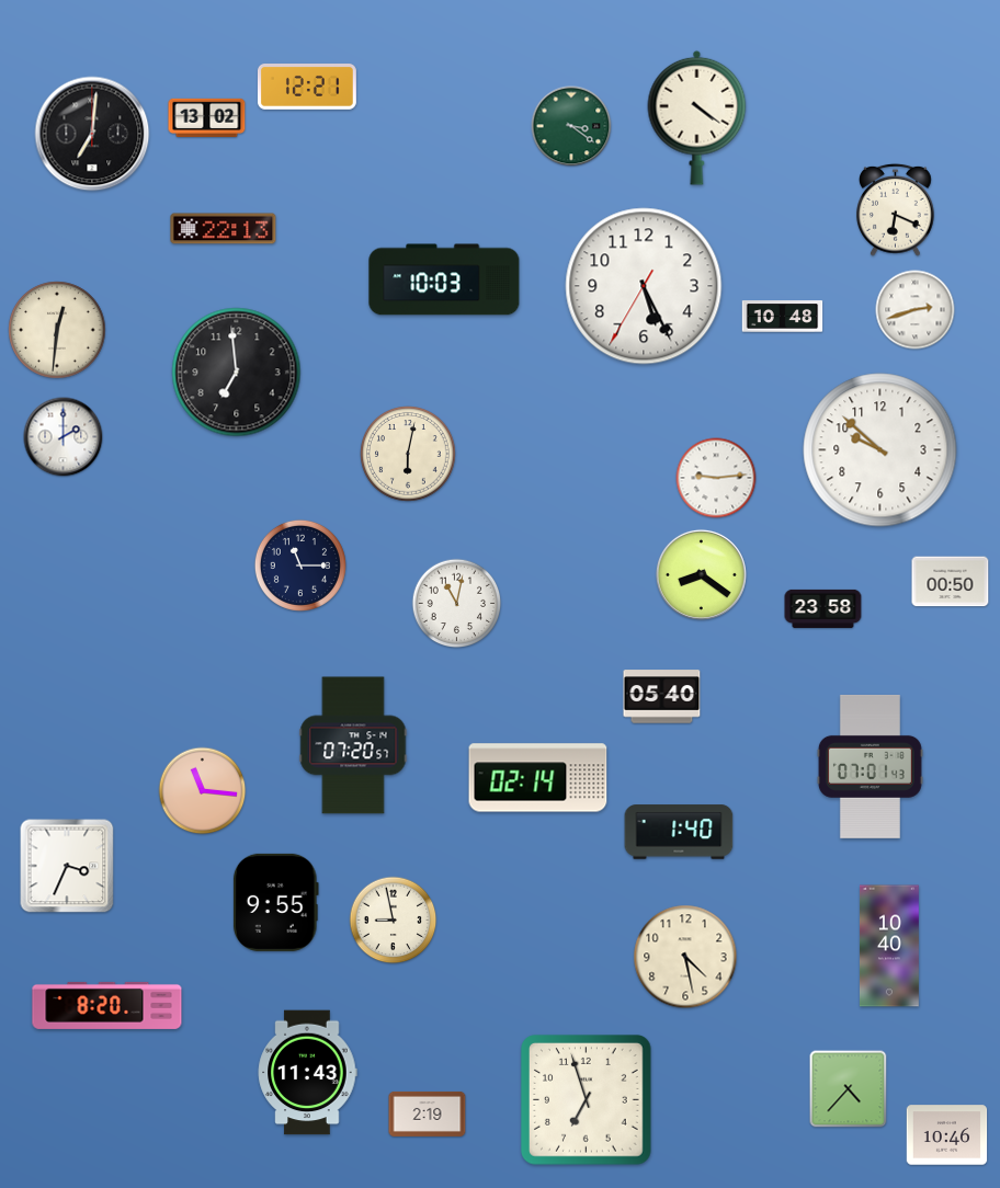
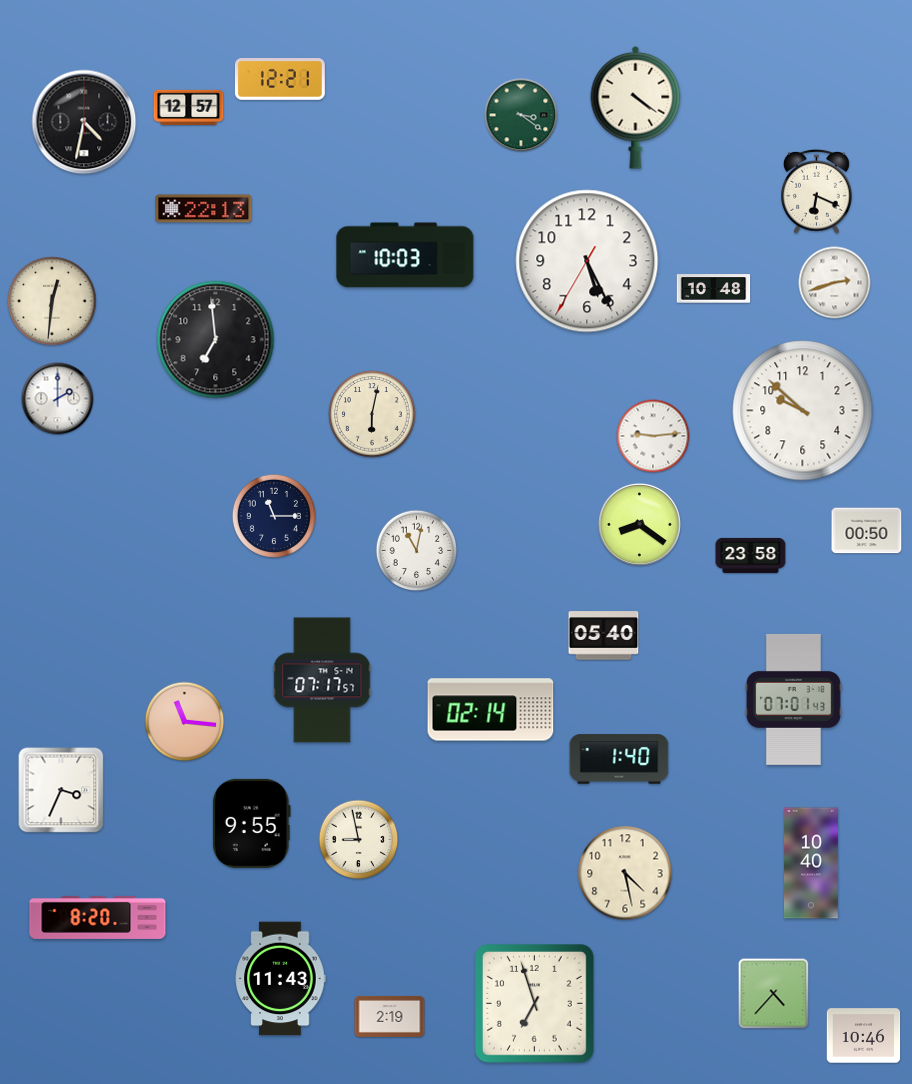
clock at (207, 117): 13:02 -> 12:57
clock at (92, 134): 7:01 -> 4:32
clock at (353, 745): 07:20 -> 07:17
